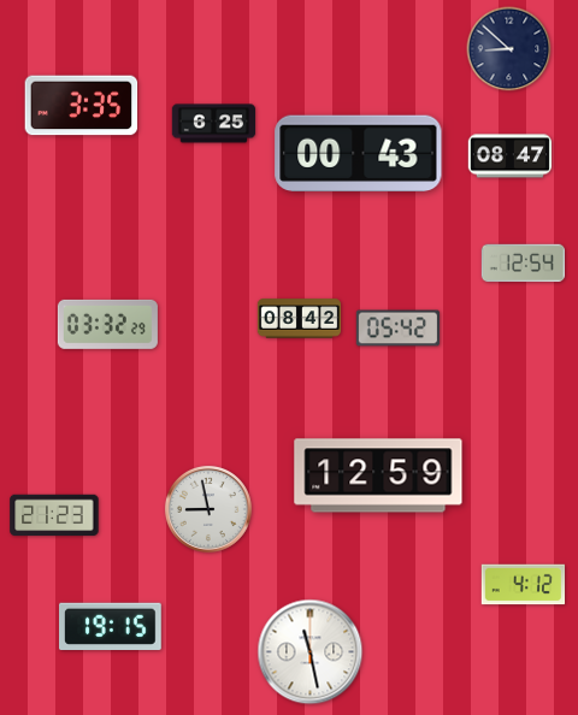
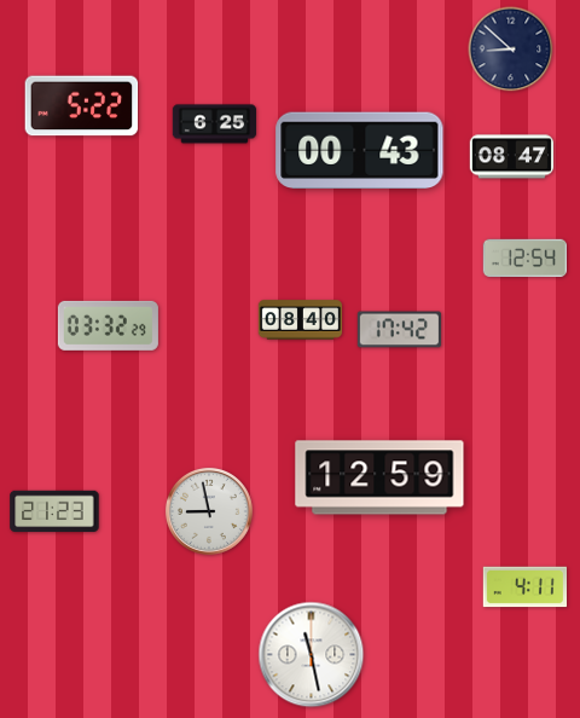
clock at (82, 106): 3:35 -> 5:22
clock at (359, 153) position: (359, 153) -> (360, 150)
clock at (524, 264) position: (524, 264) -> (526, 259)
clock at (300, 319): 08:42 -> 08:40
clock at (399, 329): 05:42 -> 17:42
clock at (54, 515) position: (54, 515) -> (54, 511)
clock at (524, 585): 4:12 -> 4:11
clock at (111, 627): 19:15 -> none
